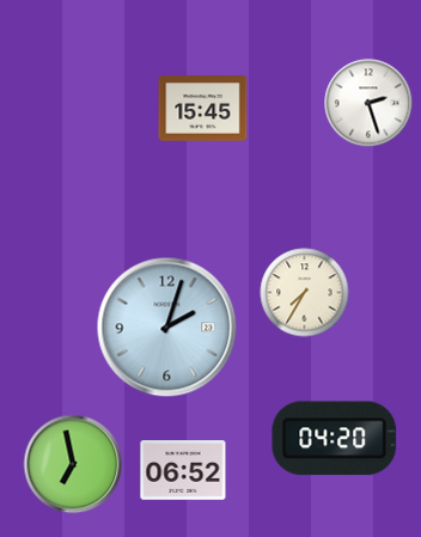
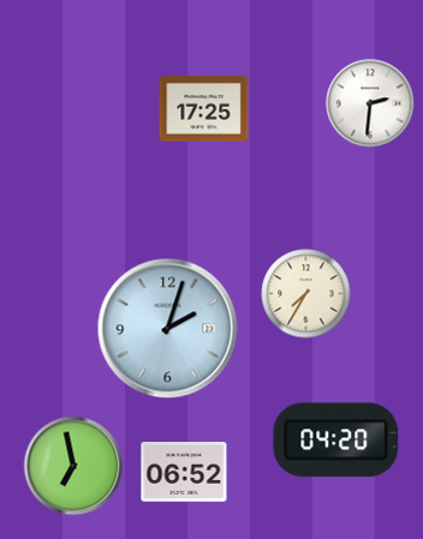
clock at (368, 103): 2:27 -> 2:31
clock at (203, 109): 15:45 -> 17:25
